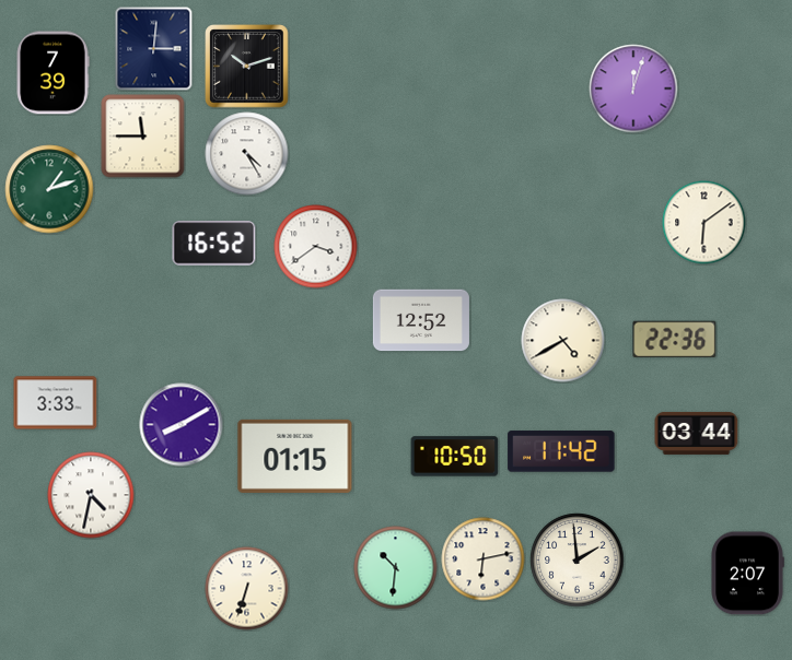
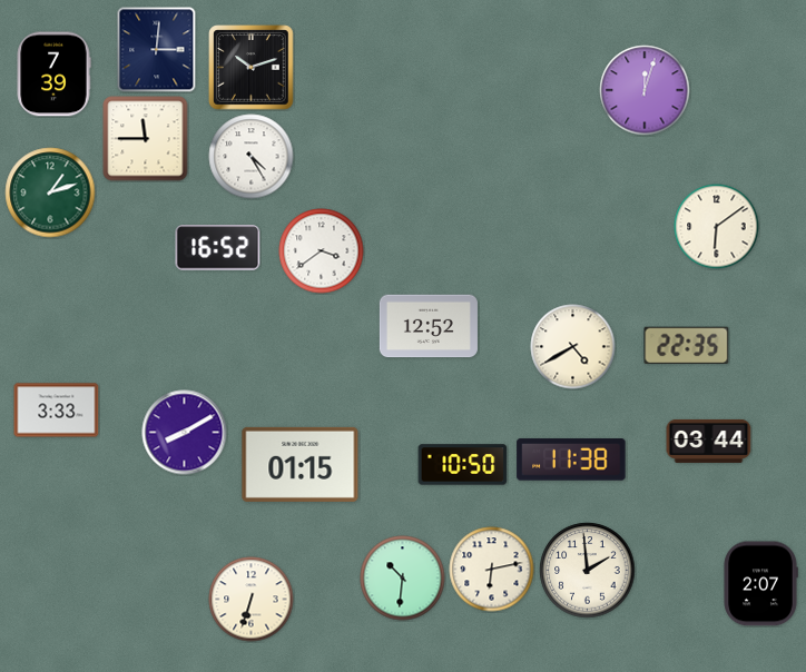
clock at (675, 339): 22:36 -> 22:35
clock at (561, 451): 11:42 -> 11:38
clock at (91, 495): 4:32 -> none
